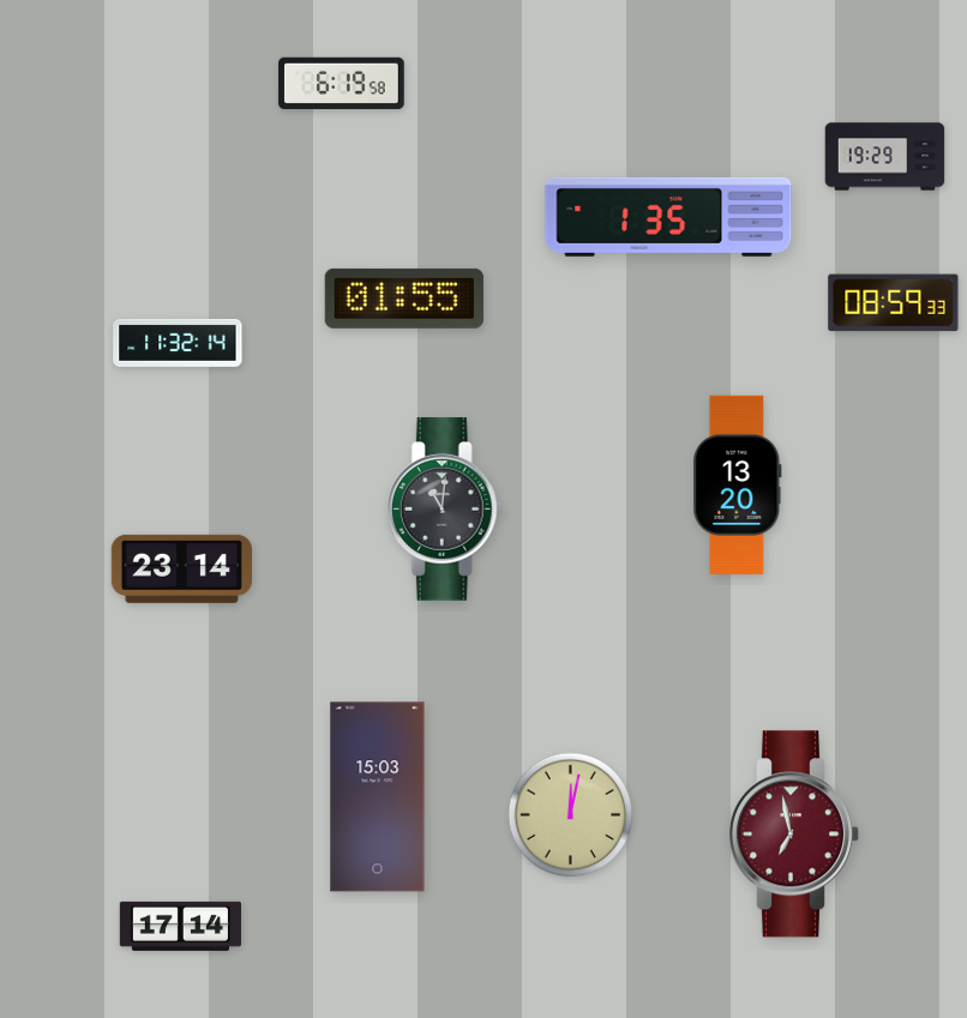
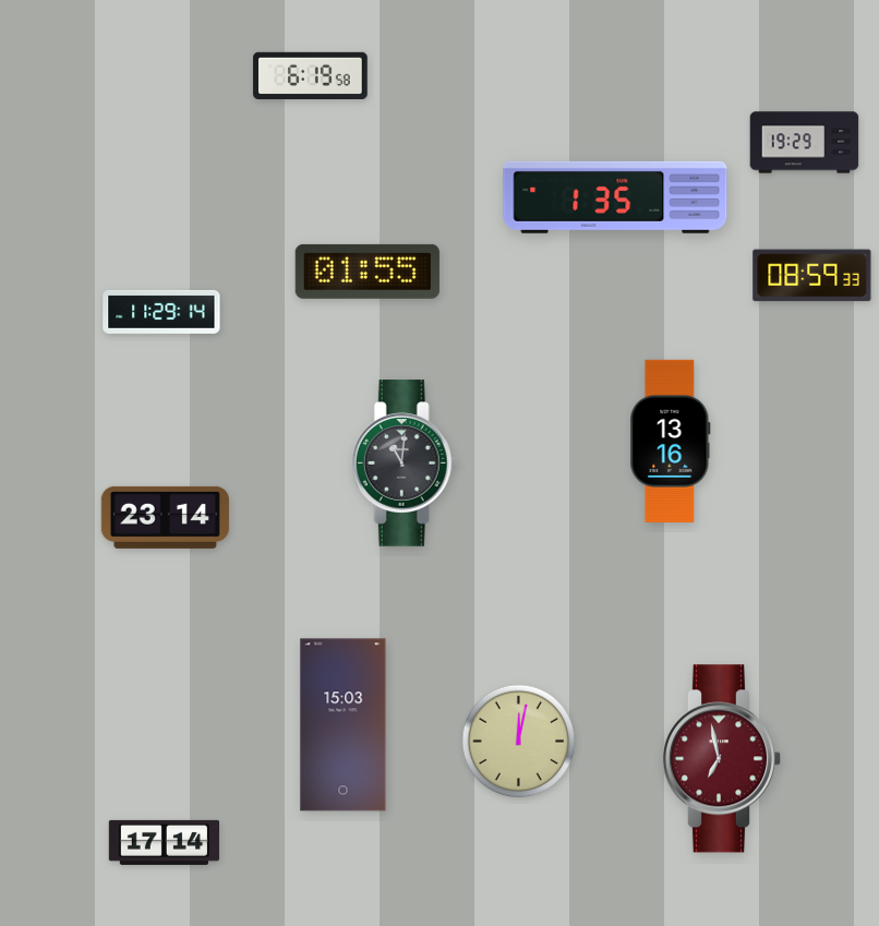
clock at (668, 217) position: (668, 217) -> (615, 197)
clock at (178, 343): 11:32 -> 11:29
clock at (738, 484): 13:20 -> 13:16
